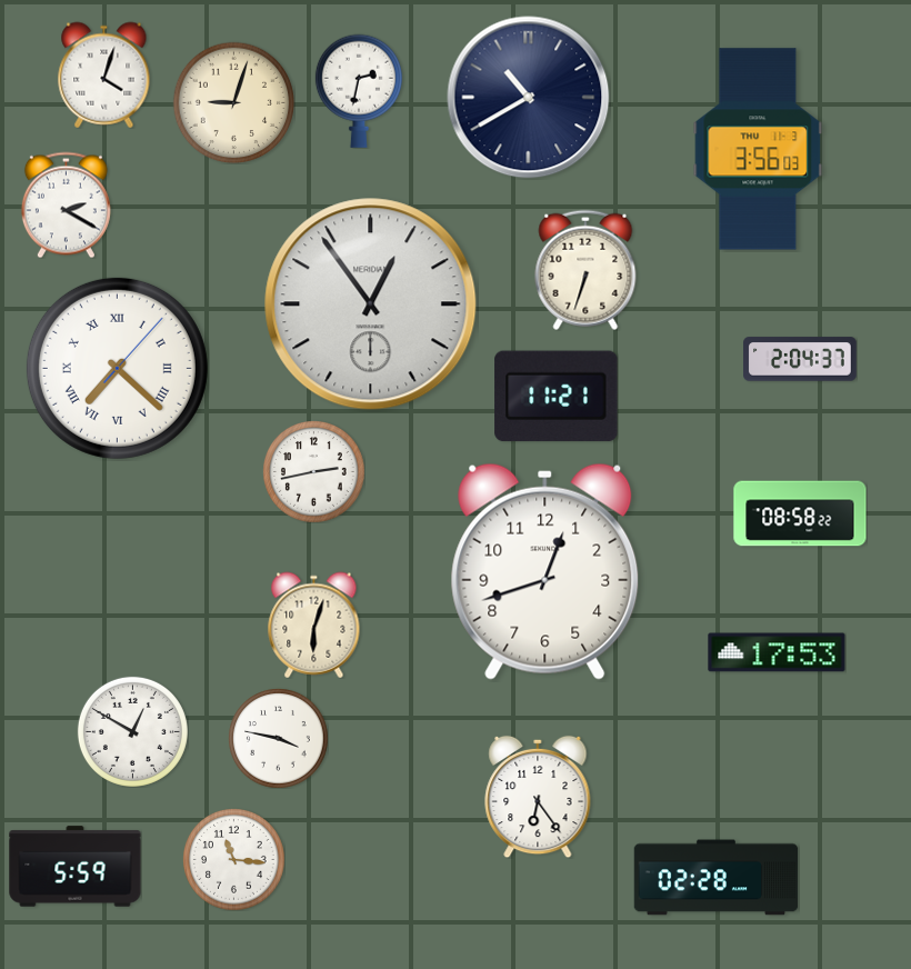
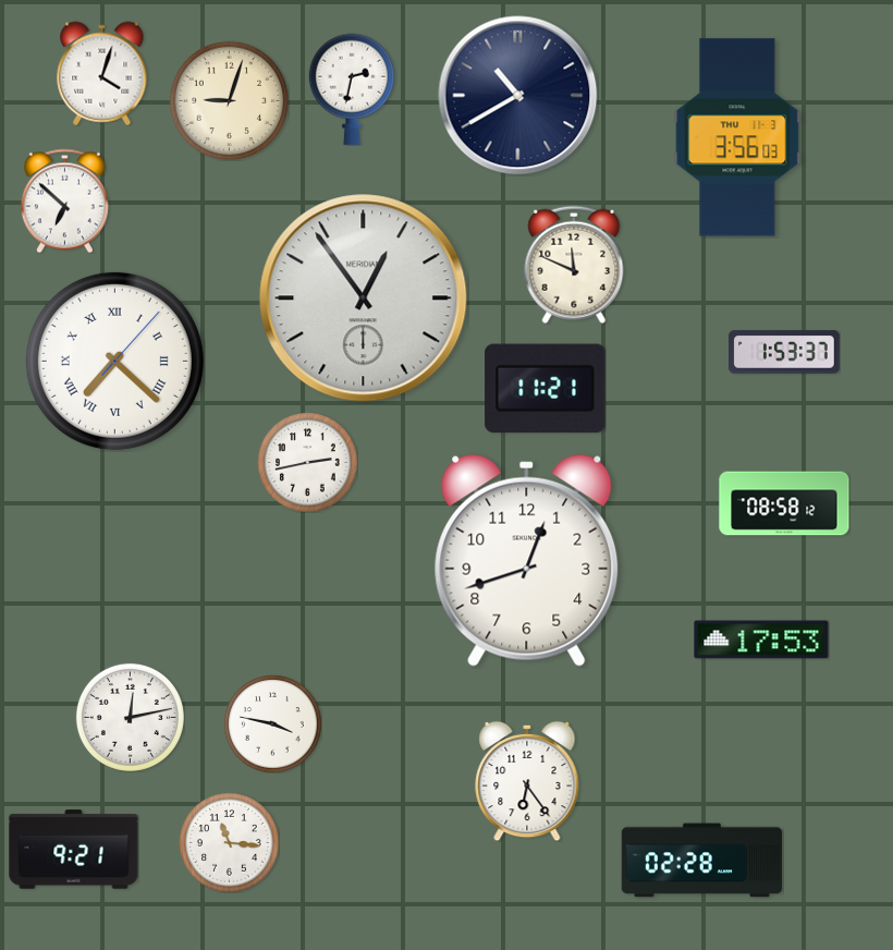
clock at (758, 149) position: (758, 149) -> (737, 137)
clock at (66, 204): 2:20 -> 6:52
clock at (585, 270): 6:33 -> 11:49
clock at (801, 359): 2:04 -> 1:53
clock at (800, 513): 08:58:22 -> 08:58:12
clock at (545, 571) position: (545, 571) -> (527, 560)
clock at (314, 625): 6:03 -> none
clock at (132, 731): 12:50 -> 12:13
clock at (76, 867): 5:59 -> 9:21
